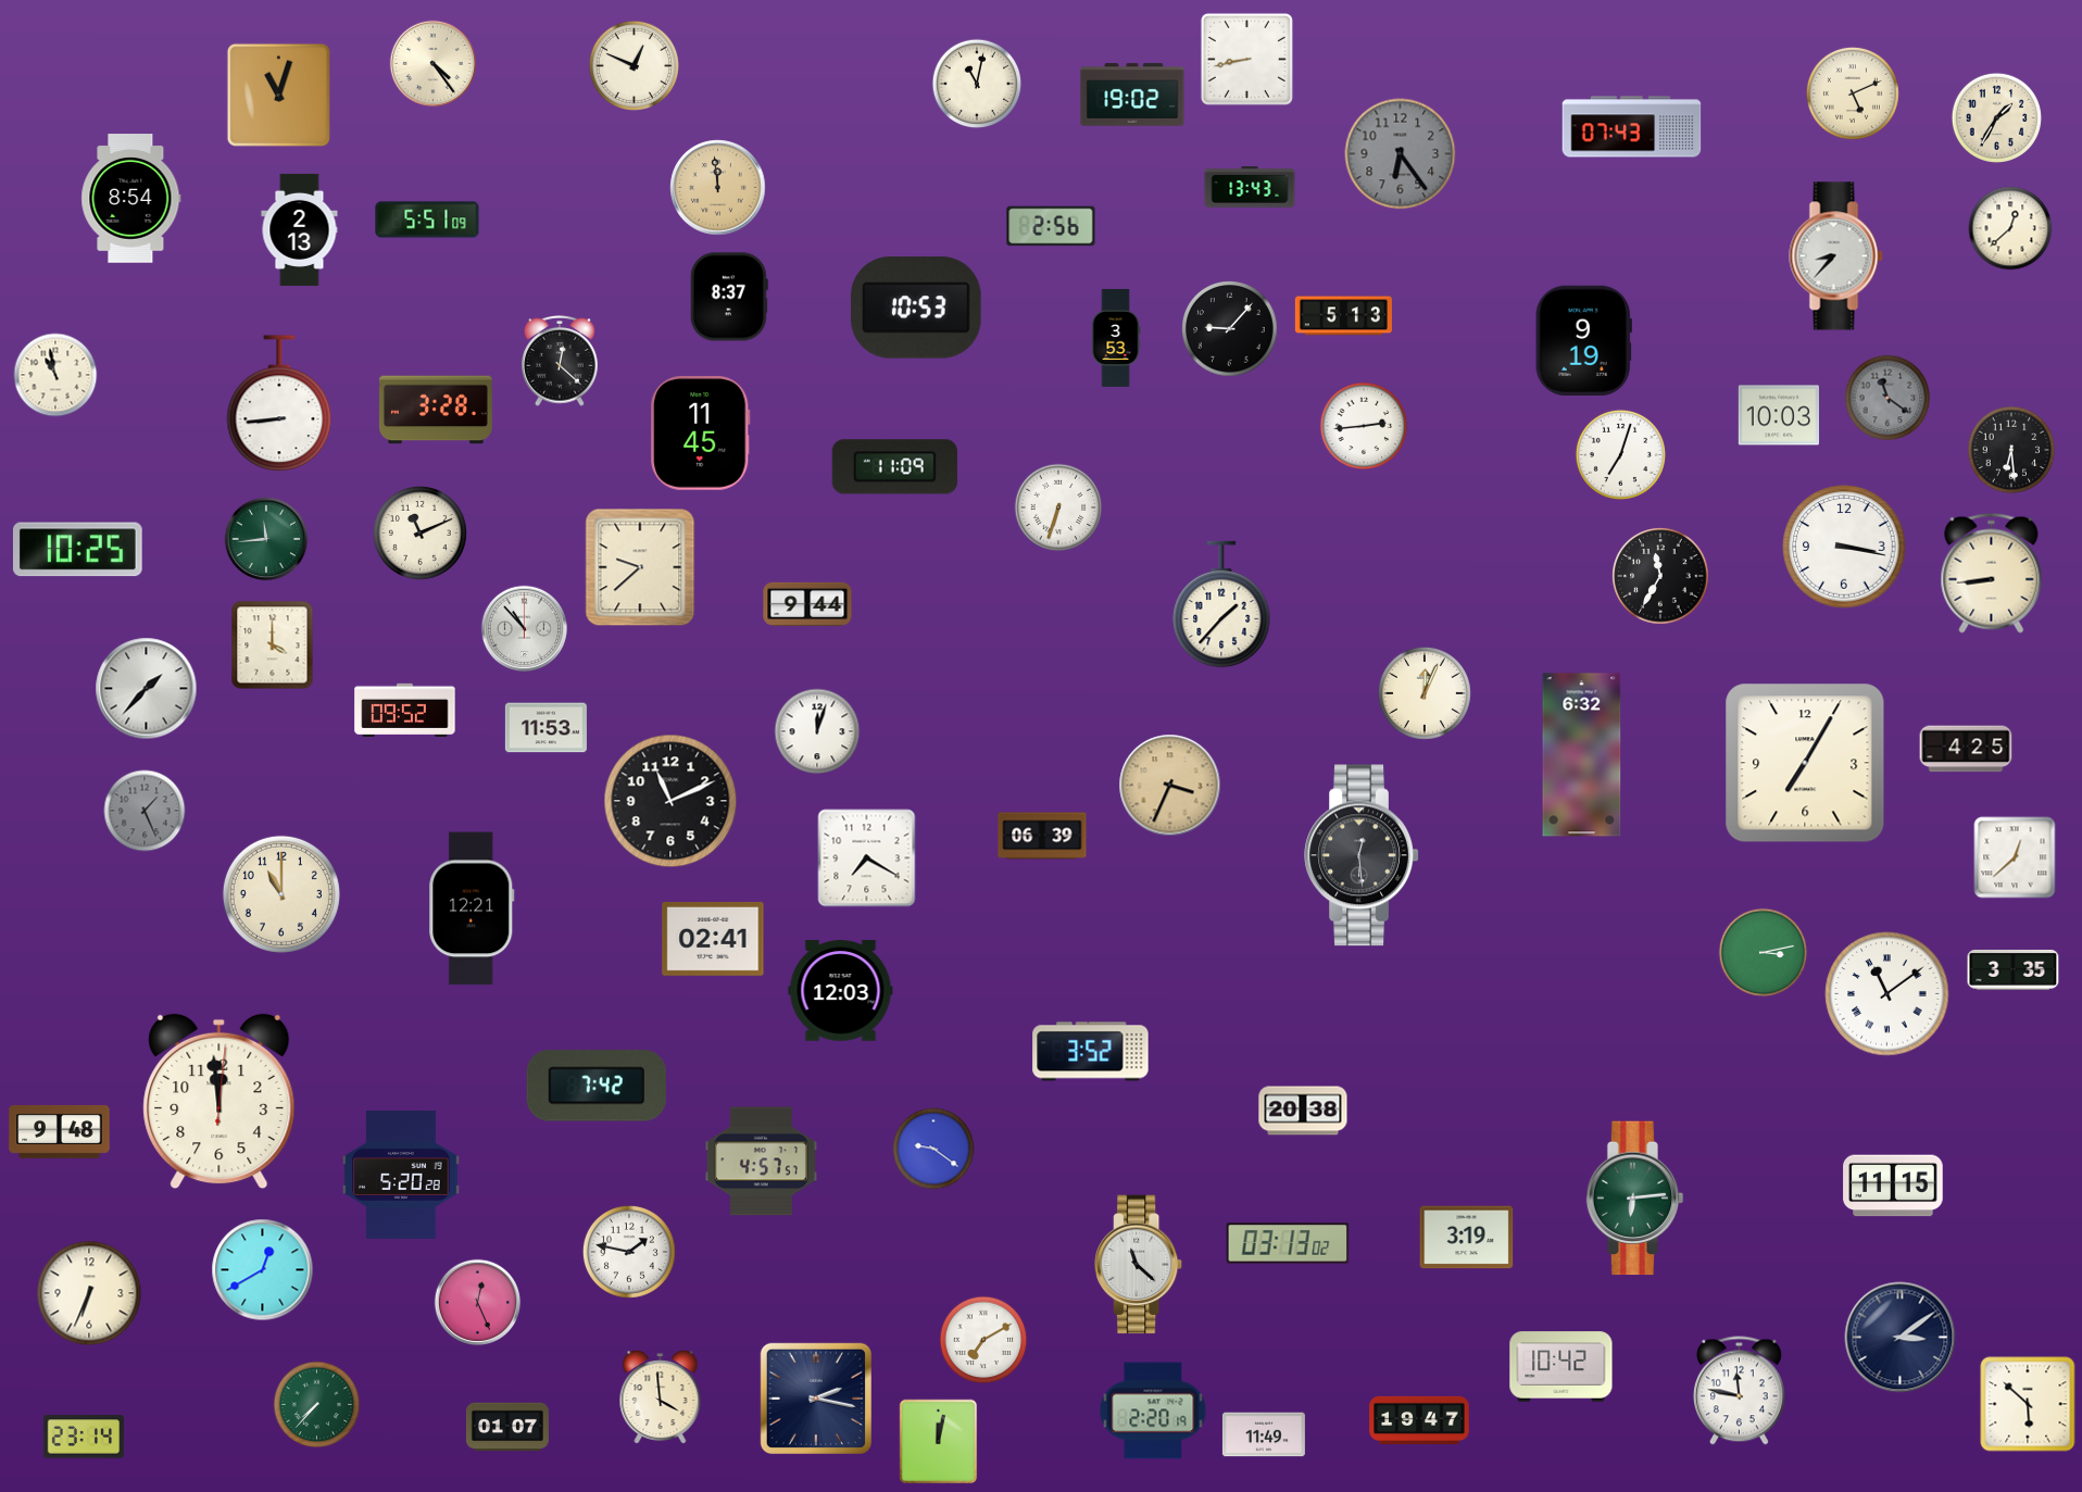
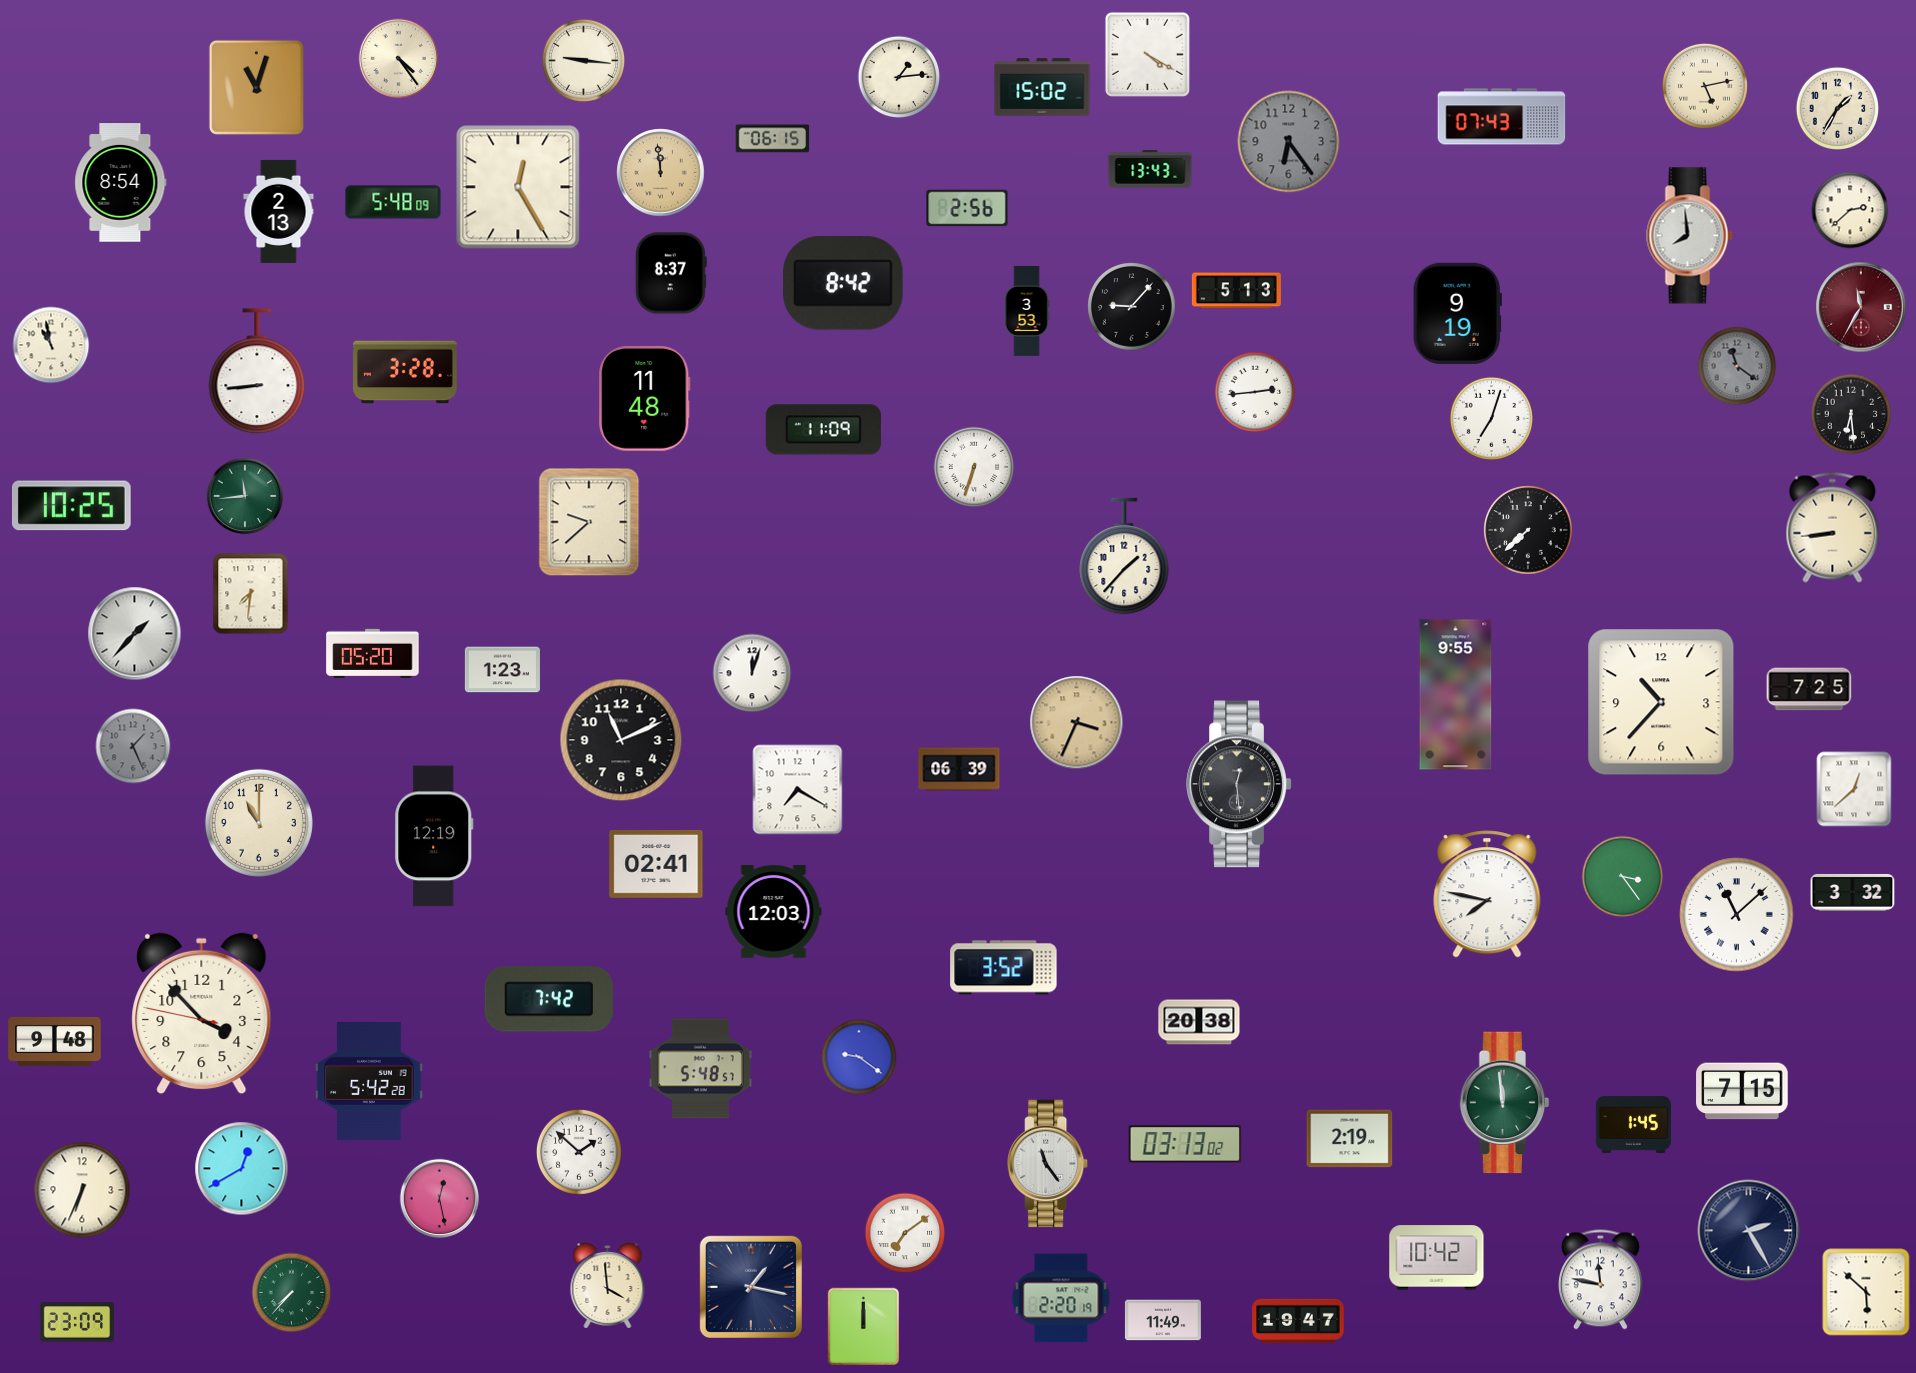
clock at (1246, 59): 8:43 -> 4:20
clock at (634, 65): 12:49 -> 9:16
clock at (977, 84): 11:02 -> 1:14
clock at (1853, 93): 5:11 -> 5:13
clock at (1132, 95): 19:02 -> 15:02
clock at (773, 139): none -> 06:15
clock at (1250, 187) position: (1250, 187) -> (1150, 169)
clock at (518, 187): none -> 12:25
clock at (427, 220): 5:51 -> 5:48
clock at (2010, 228): 12:38 -> 2:38
clock at (300, 229) position: (300, 229) -> (279, 211)
clock at (1836, 256): 8:37 -> 7:59
clock at (916, 308): 10:53 -> 8:42
clock at (1230, 329) position: (1230, 329) -> (1132, 307)
clock at (1861, 307): none -> 11:35
clock at (560, 361): 12:22 -> none
clock at (436, 410) position: (436, 410) -> (405, 372)
clock at (1778, 415): 10:03 -> none
clock at (701, 434): 11:45 -> 11:48
clock at (419, 532): 11:11 -> none
clock at (1844, 547): 3:17 -> none
clock at (1660, 576): 11:35 -> 7:38
clock at (807, 604): 9:44 -> none
clock at (525, 629): 10:53 -> none
clock at (273, 645): 4:00 -> 7:31
clock at (1425, 693): 12:04 -> none
clock at (405, 710): 09:52 -> 05:20
clock at (545, 728): 11:53 -> 1:23
clock at (1966, 749): 4:25 -> 7:25
clock at (1582, 755): 6:32 -> 9:55
clock at (1805, 763): 7:05 -> 10:37
clock at (670, 801) position: (670, 801) -> (621, 740)
clock at (1362, 855) position: (1362, 855) -> (1239, 784)
clock at (472, 908): 12:21 -> 12:19
clock at (1764, 953): 3:13 -> 3:24
clock at (2014, 969): 3:35 -> 3:32
clock at (1487, 894): none -> 7:47
clock at (1887, 994): 11:09 -> 11:08
clock at (220, 1102): 11:59 -> 3:52
clock at (761, 1162): 4:57 -> 5:48
clock at (401, 1175): 5:20 -> 5:42
clock at (1893, 1186): 11:15 -> 7:15
clock at (1635, 1199): 6:14 -> 11:59
clock at (1633, 1124): none -> 1:45
clock at (1467, 1238): 3:19 -> 2:19
clock at (629, 1252): 1:47 -> 1:52
clock at (1140, 1265): 11:22 -> 11:24
clock at (478, 1303): 12:26 -> 12:28
clock at (1901, 1338): 3:09 -> 2:25
clock at (983, 1340): 7:10 -> 7:09
clock at (815, 1397): 2:17 -> 1:17
clock at (1419, 1420) position: (1419, 1420) -> (1298, 1321)
clock at (507, 1427): 01:07 -> none
clock at (83, 1437): 23:14 -> 23:09
clock at (939, 1442): 12:02 -> 12:00
